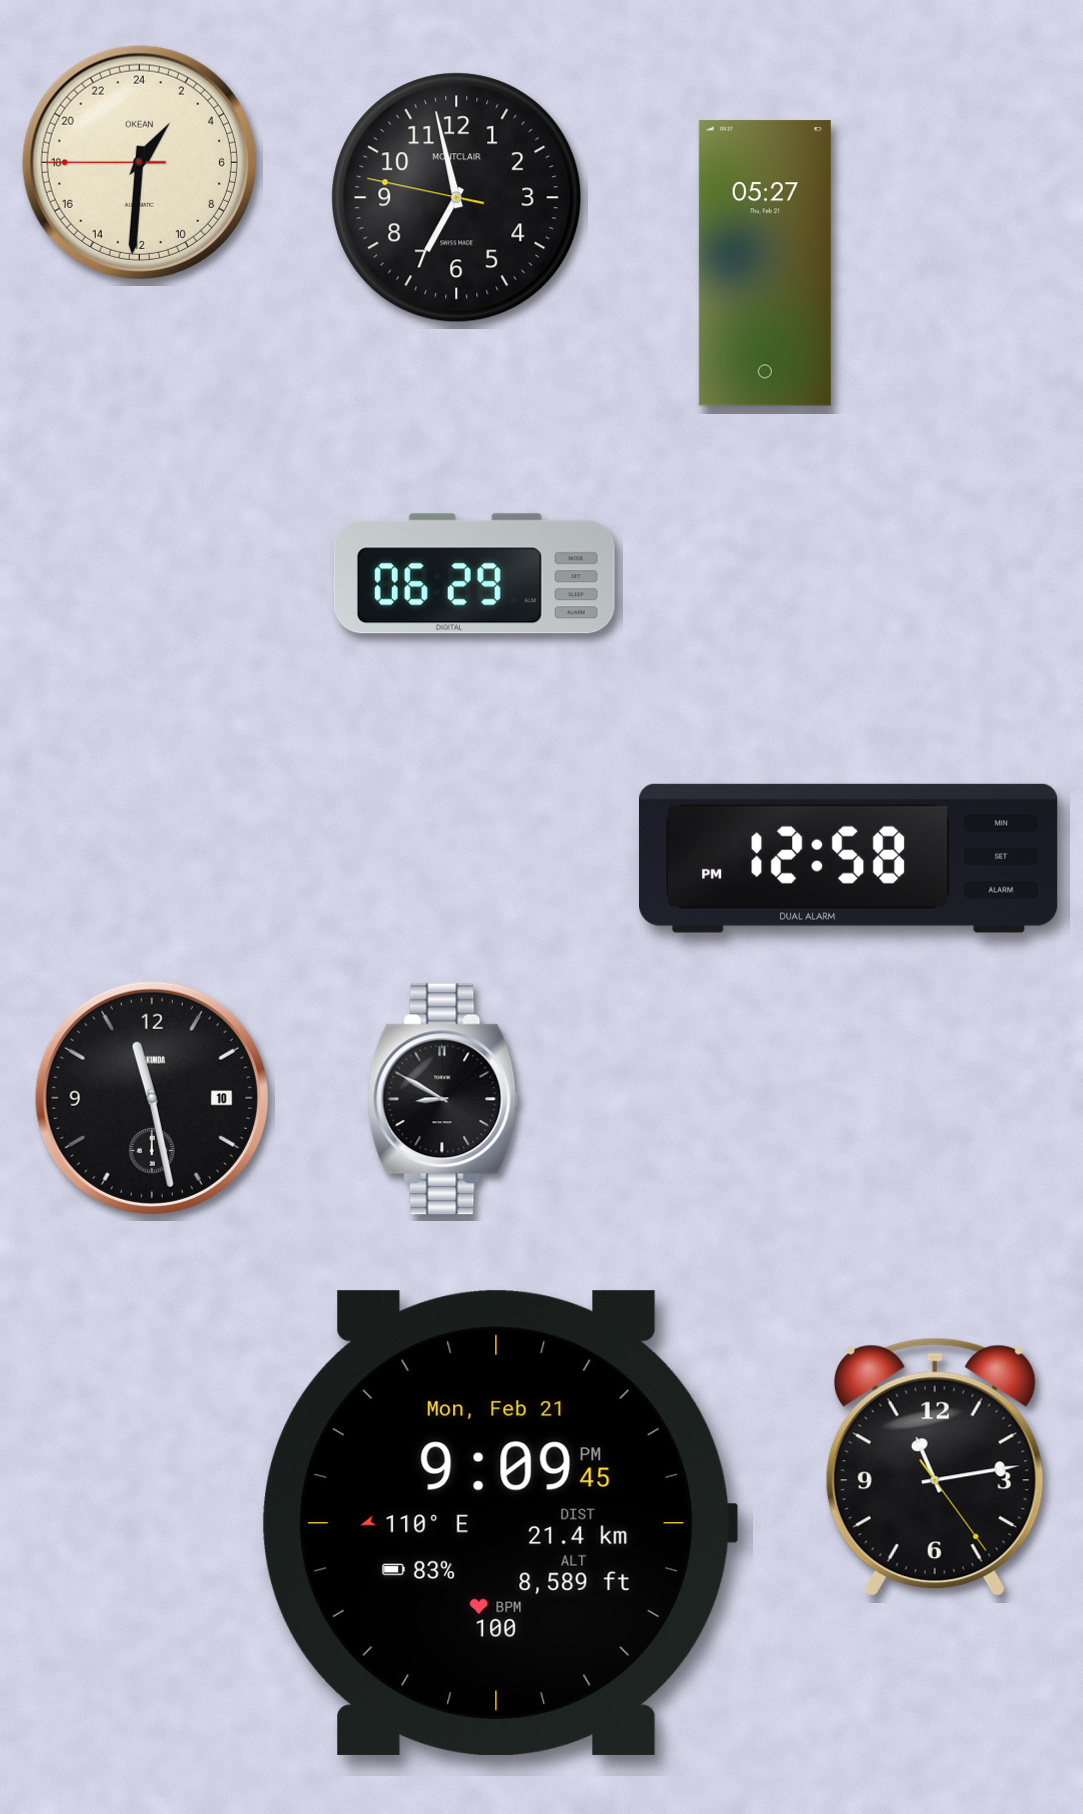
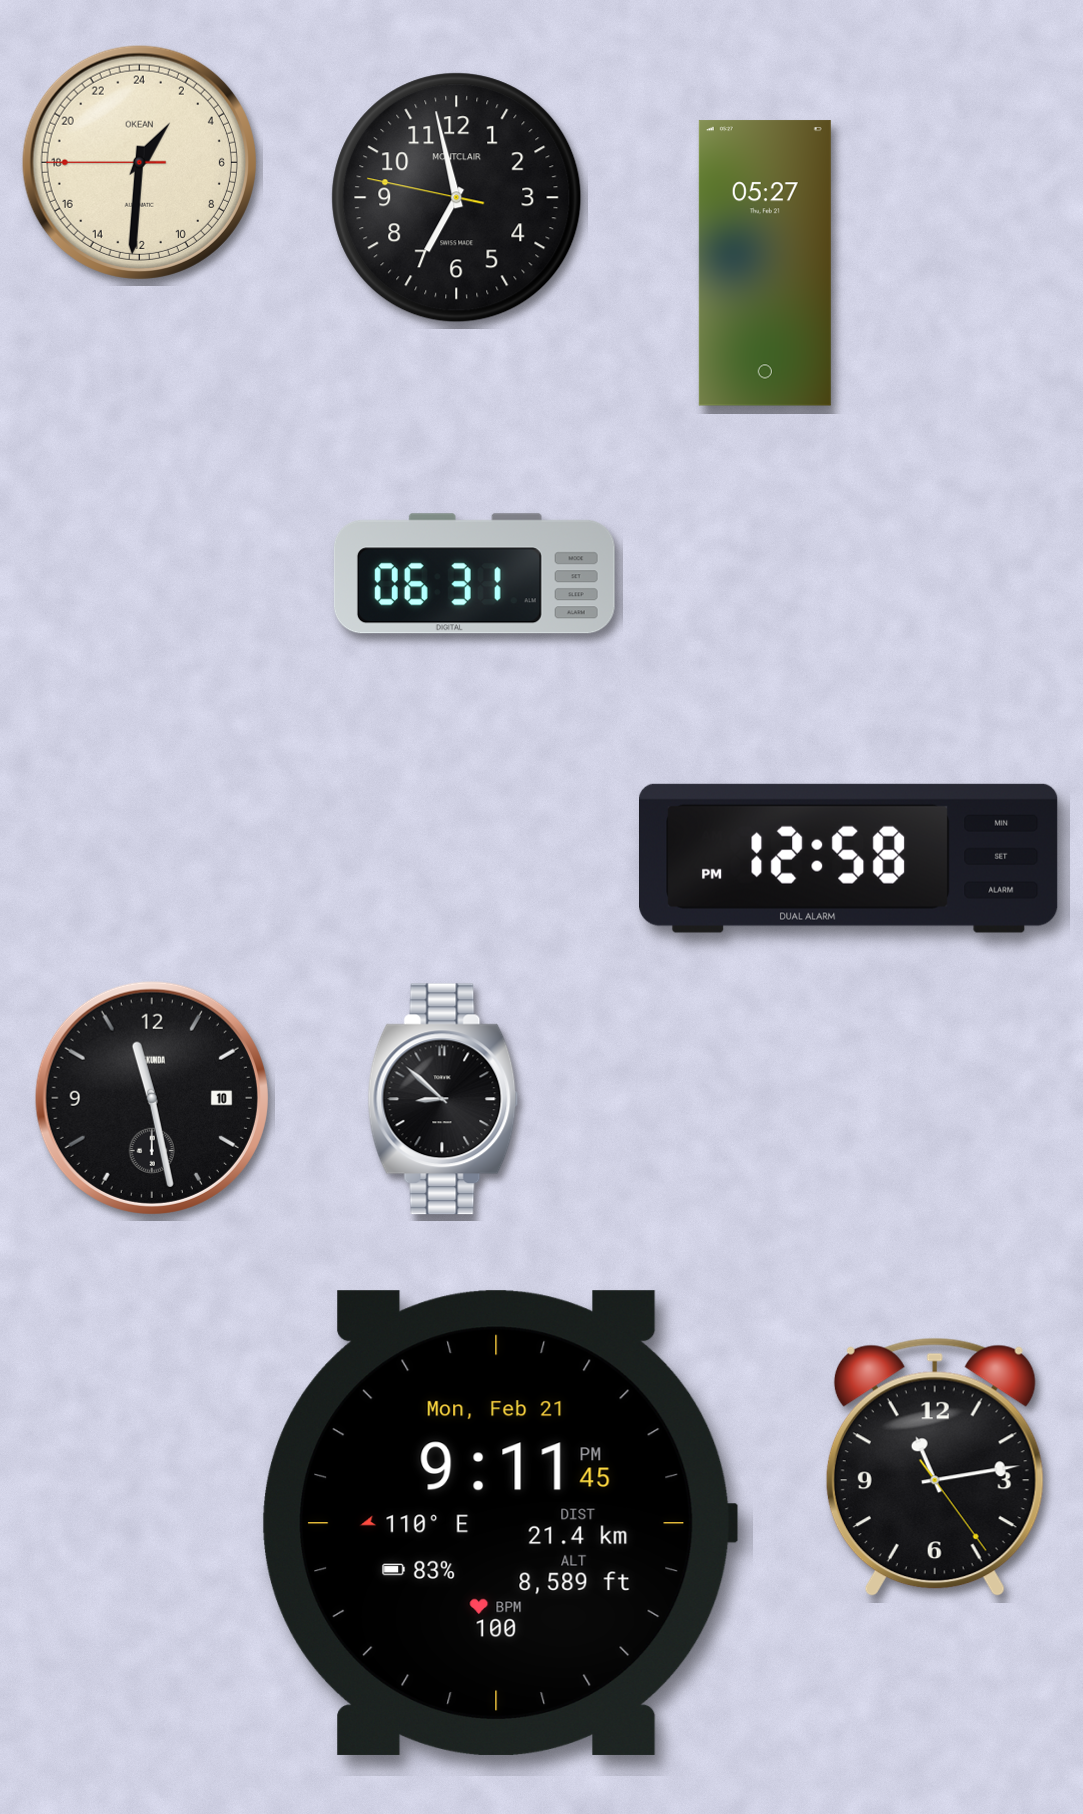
clock at (474, 574): 06:29 -> 06:31
clock at (443, 1099): 8:50 -> 8:52
clock at (500, 1523): 9:09 -> 9:11
